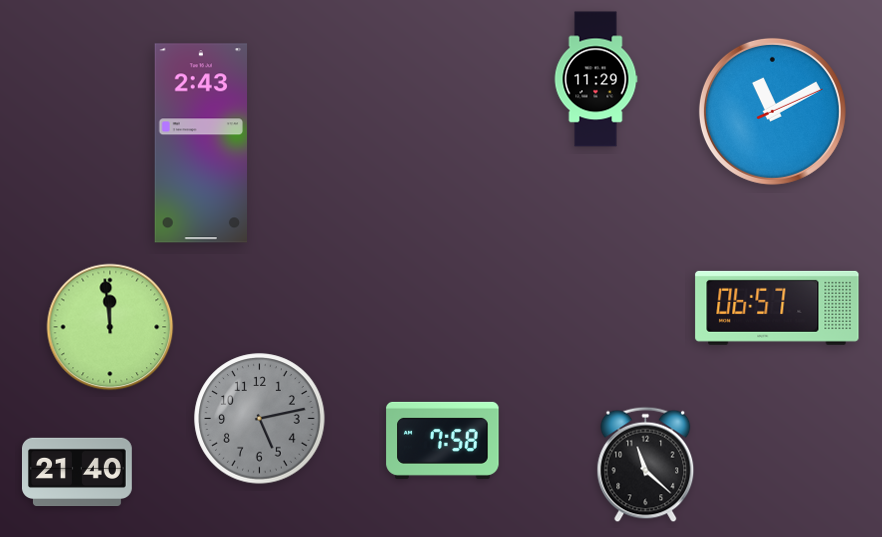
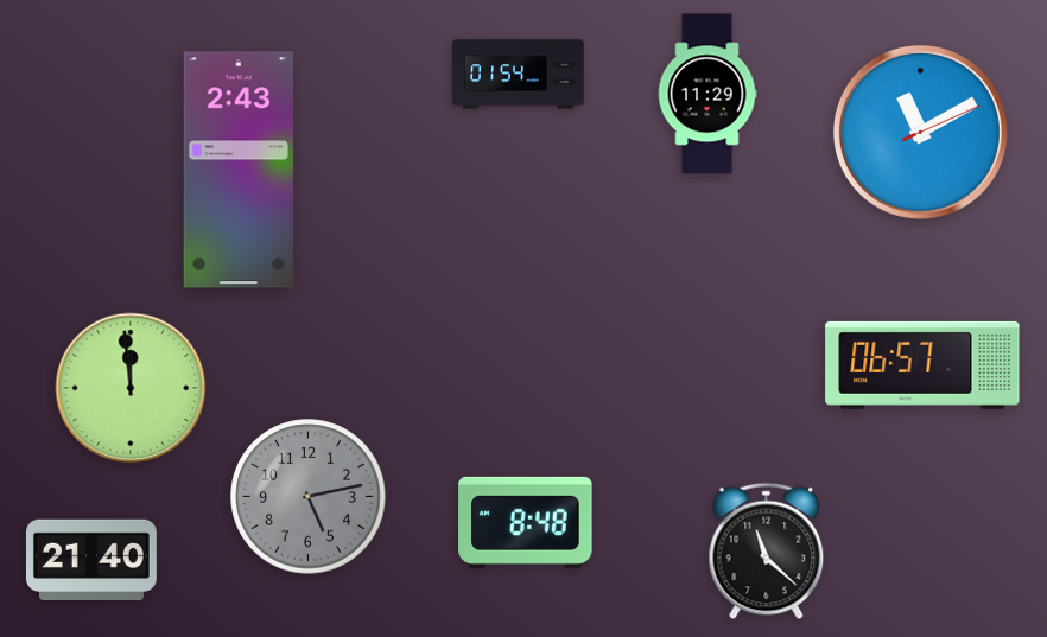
clock at (519, 75): none -> 01:54
clock at (772, 111) position: (772, 111) -> (920, 132)
clock at (443, 440): 7:58 -> 8:48
